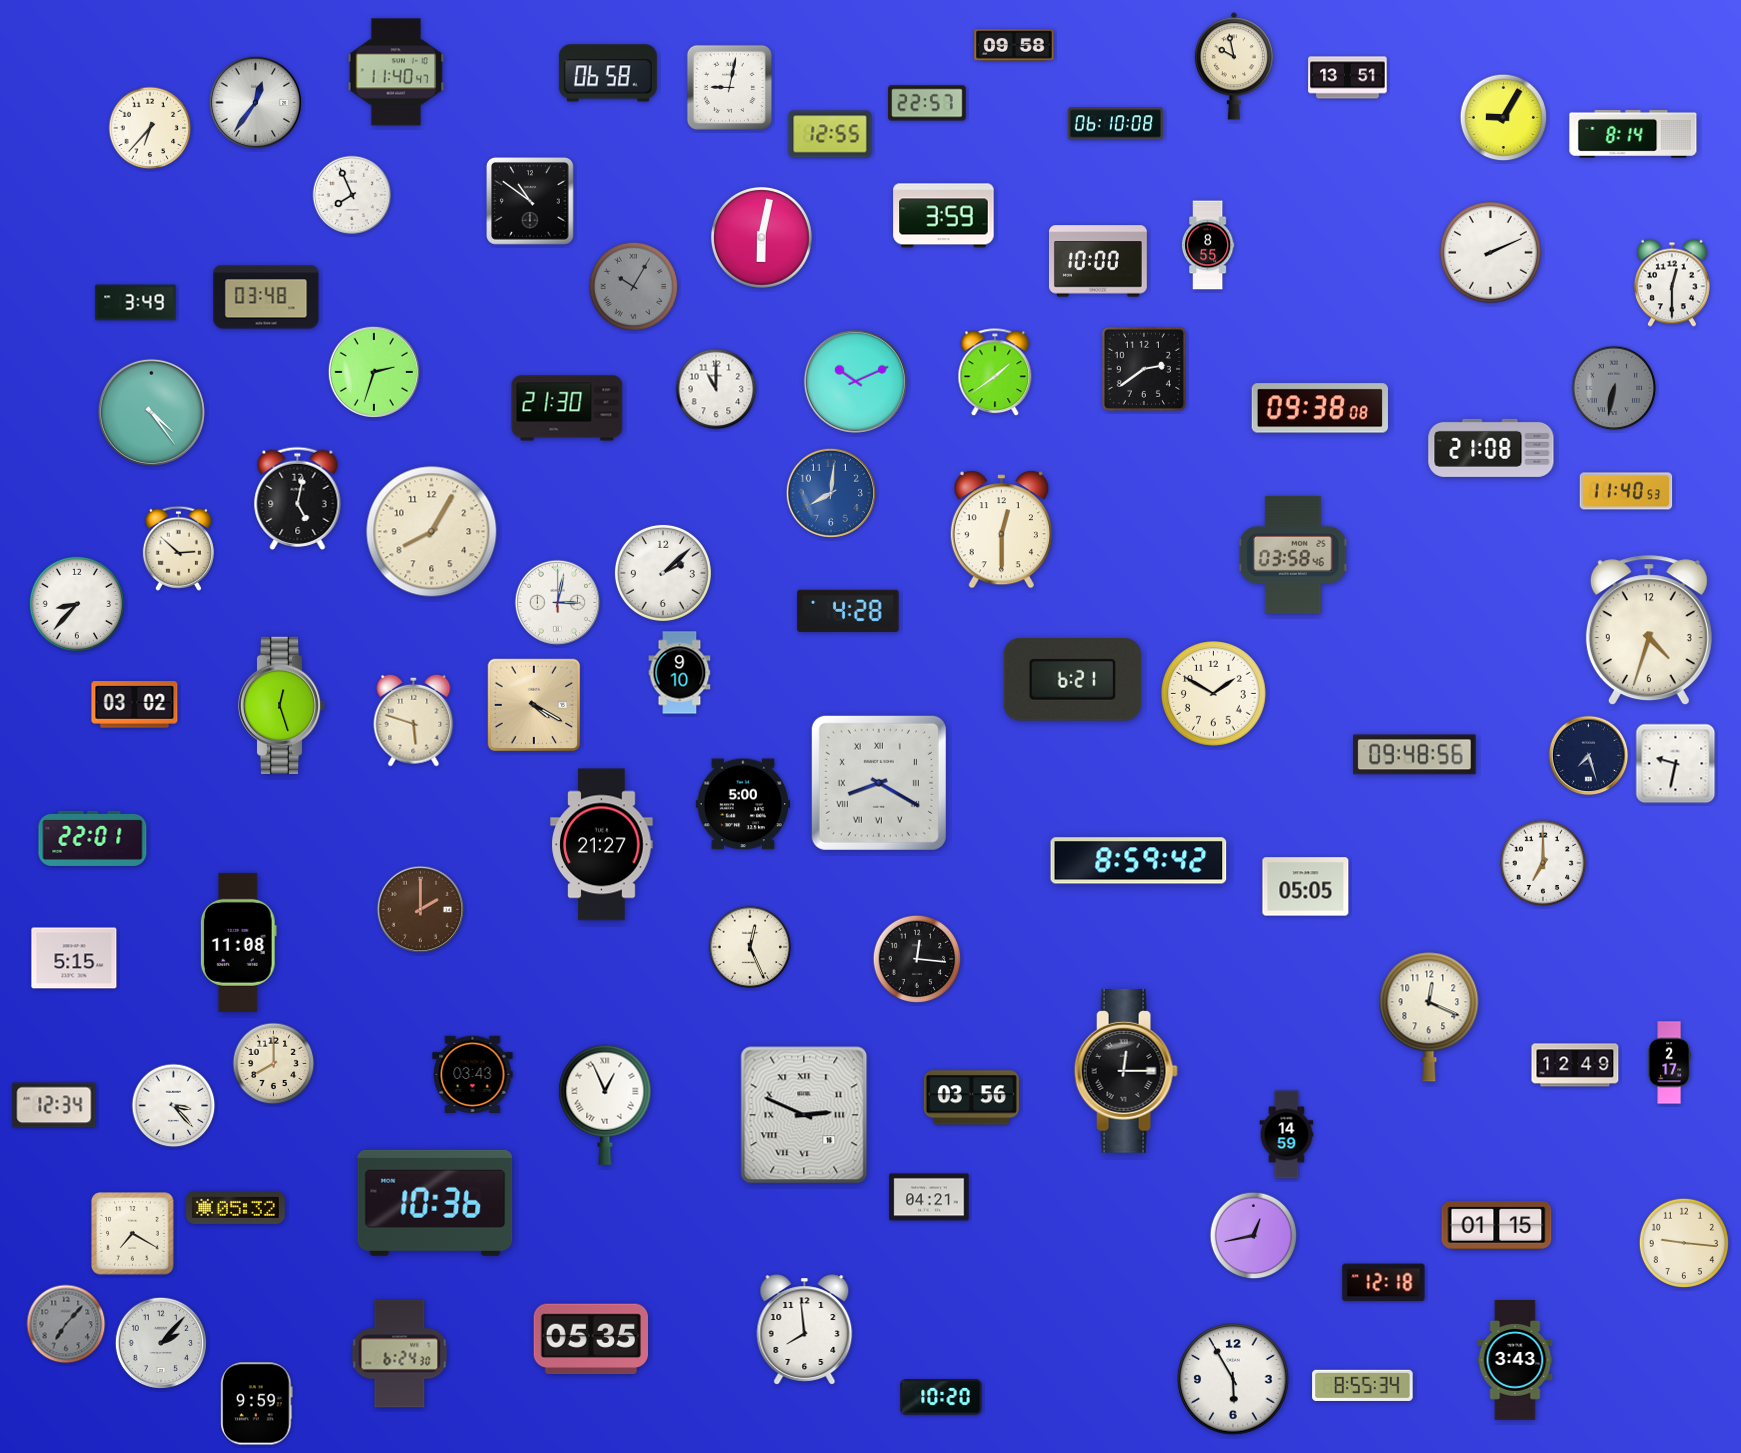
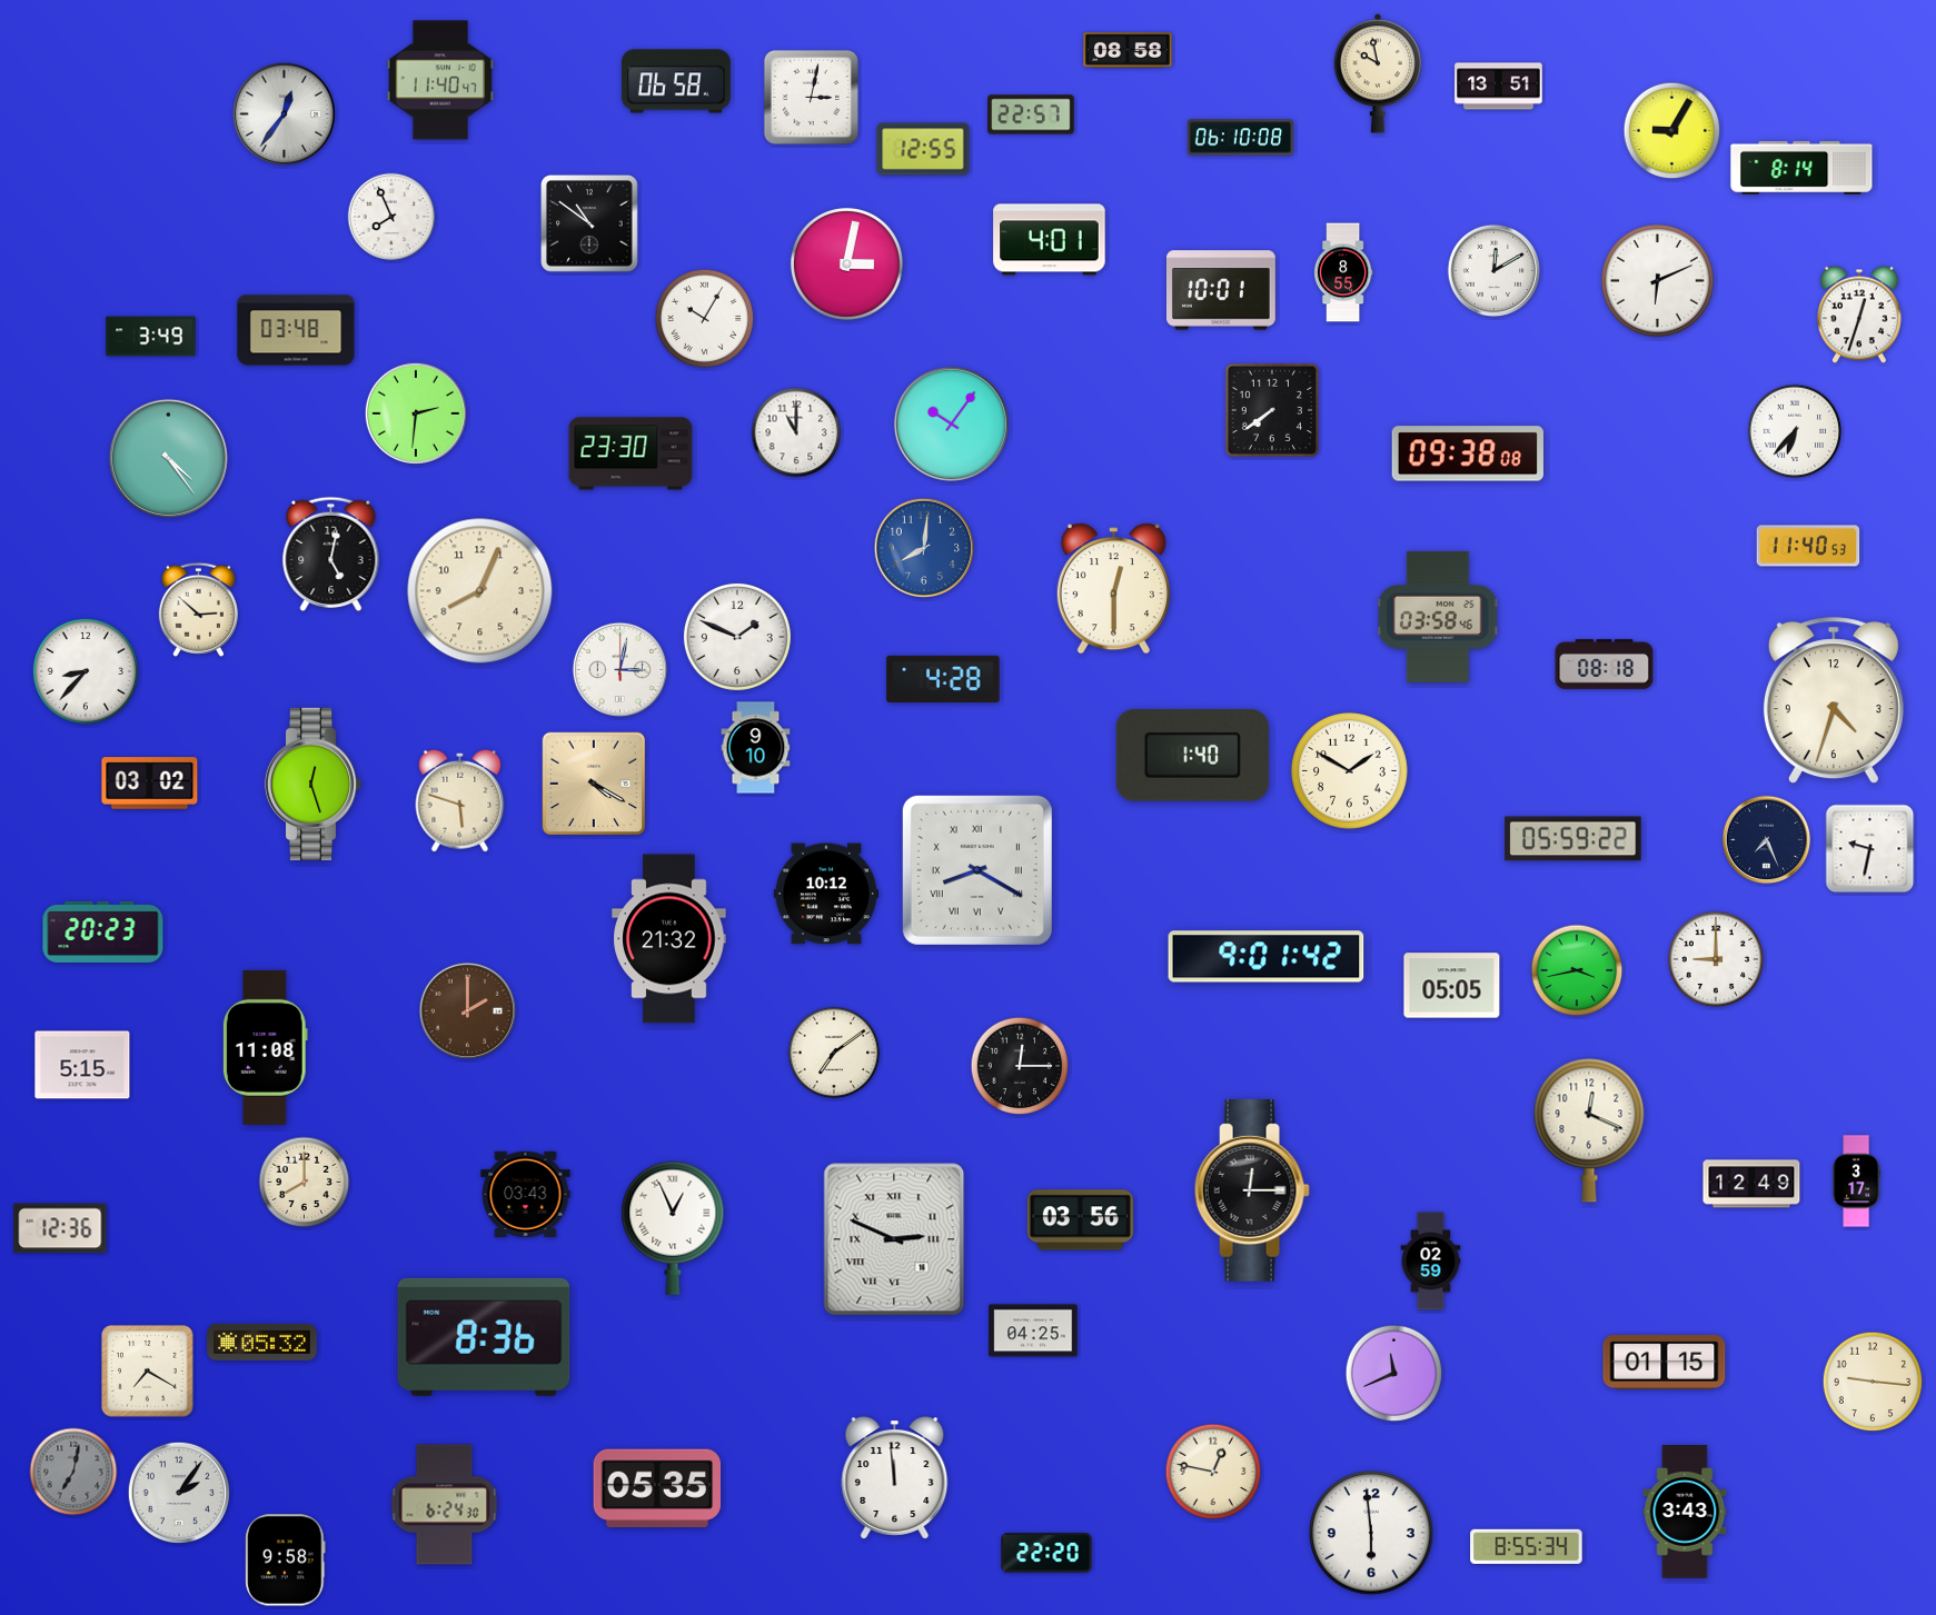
clock at (1014, 45): 09:58 -> 08:58
clock at (1233, 66) position: (1233, 66) -> (1377, 73)
clock at (729, 87): 9:02 -> 3:02
clock at (150, 128): 6:37 -> none
clock at (1633, 134) position: (1633, 134) -> (1801, 168)
clock at (944, 216): 3:59 -> 4:01
clock at (761, 237): 6:02 -> 3:02
clock at (1495, 271): none -> 12:10
clock at (1490, 252): 2:11 -> 6:11
clock at (1098, 261): 10:00 -> 10:01
clock at (1672, 283): 12:30 -> 12:33
clock at (634, 287) dial: grey -> white
clock at (1144, 369): 2:39 -> 7:39
clock at (373, 371): 2:33 -> 2:31
clock at (995, 373): 1:39 -> none
clock at (855, 381): 10:11 -> 10:06
clock at (1614, 388): 6:32 -> 6:37
clock at (1614, 388) dial: grey -> white
clock at (567, 408): 21:30 -> 23:30
clock at (1491, 448): 21:08 -> none
clock at (432, 532): 8:05 -> 8:04
clock at (663, 573): 2:08 -> 1:49
clock at (1605, 665): none -> 08:18
clock at (1072, 680): 6:21 -> 1:40
clock at (1415, 755): 09:48 -> 05:59
clock at (1589, 756): 7:27 -> 7:26
clock at (1676, 764) position: (1676, 764) -> (1870, 849)
clock at (742, 804): 5:00 -> 10:12
clock at (93, 838): 22:01 -> 20:23
clock at (602, 845): 21:27 -> 21:32
clock at (1139, 861): 8:59 -> 9:01
clock at (1543, 863): 7:00 -> 9:00
clock at (1577, 970): none -> 3:43
clock at (750, 947): 12:26 -> 7:09
clock at (917, 959): 12:16 -> 12:15
clock at (1670, 1063): 2:17 -> 3:17
clock at (54, 1105): 12:34 -> 12:36
clock at (174, 1106): 3:23 -> none
clock at (1287, 1135): 14:59 -> 02:59
clock at (929, 1197): 04:21 -> 04:25
clock at (435, 1203): 10:36 -> 8:36
clock at (1254, 1236): 12:43 -> 11:41
clock at (1384, 1283): 12:18 -> none
clock at (66, 1324): 7:07 -> 7:02
clock at (1213, 1472): none -> 12:47
clock at (805, 1330): 7:59 -> 11:59
clock at (160, 1342): 2:07 -> 2:06
clock at (1233, 1379): 5:55 -> 5:59
clock at (1363, 1385) position: (1363, 1385) -> (1527, 1546)
clock at (941, 1397): 10:20 -> 22:20
clock at (257, 1404): 9:59 -> 9:58
